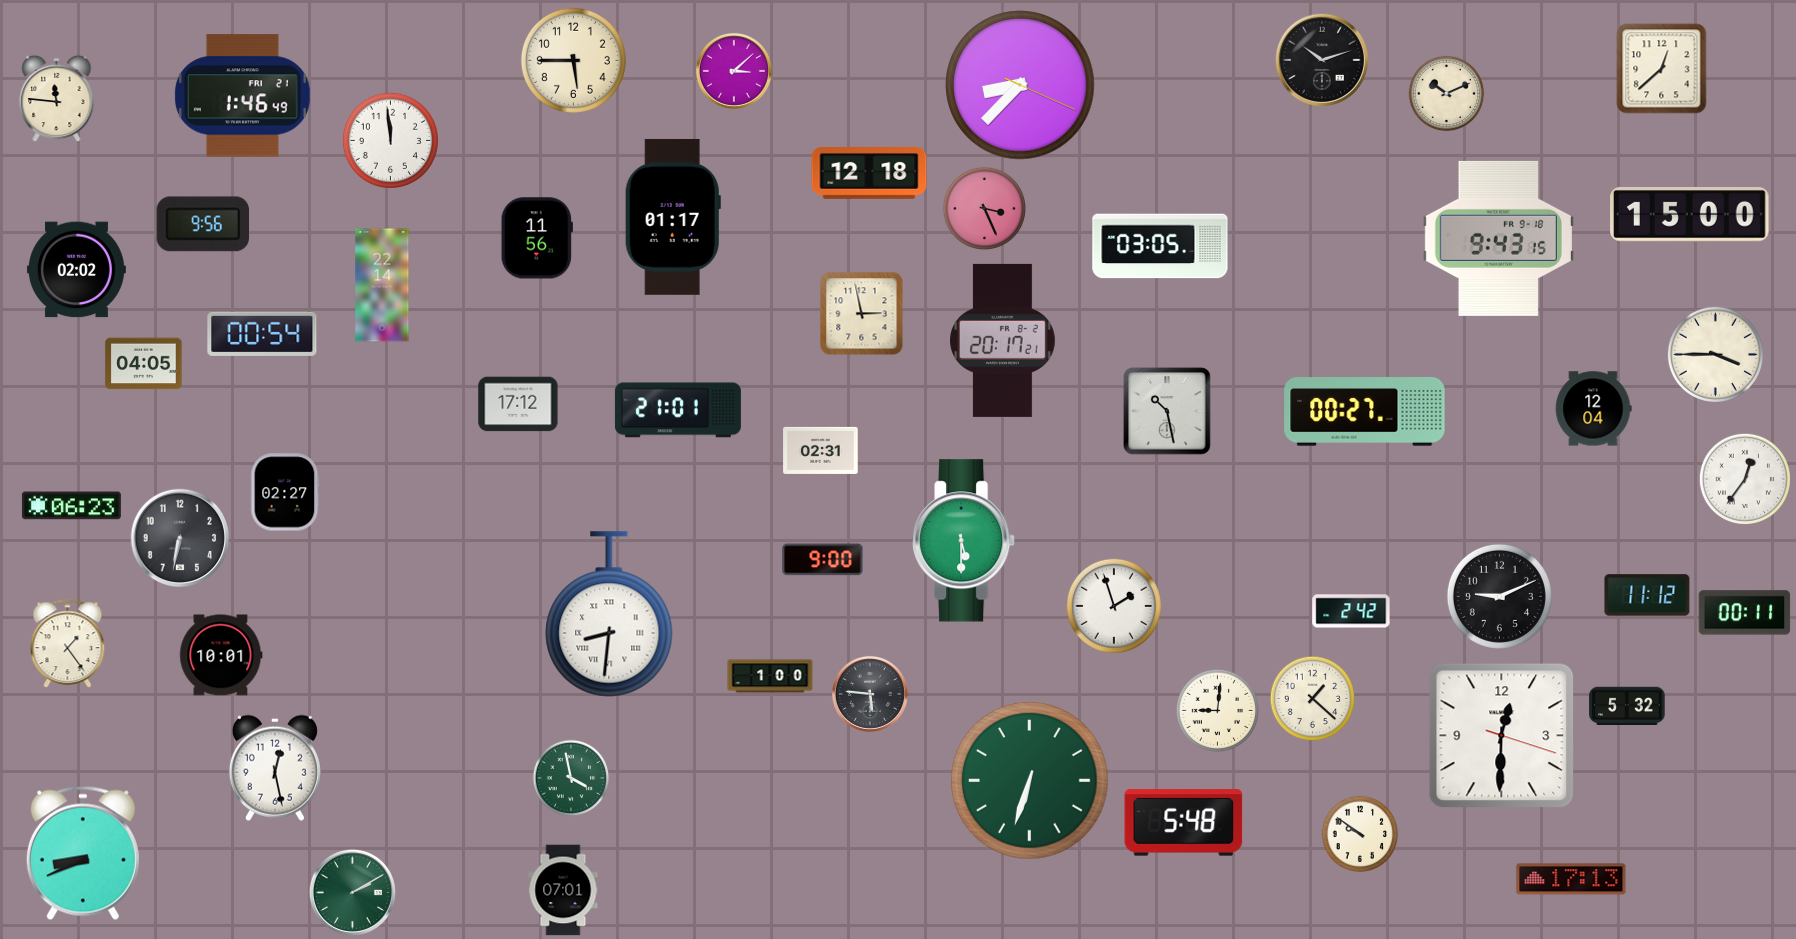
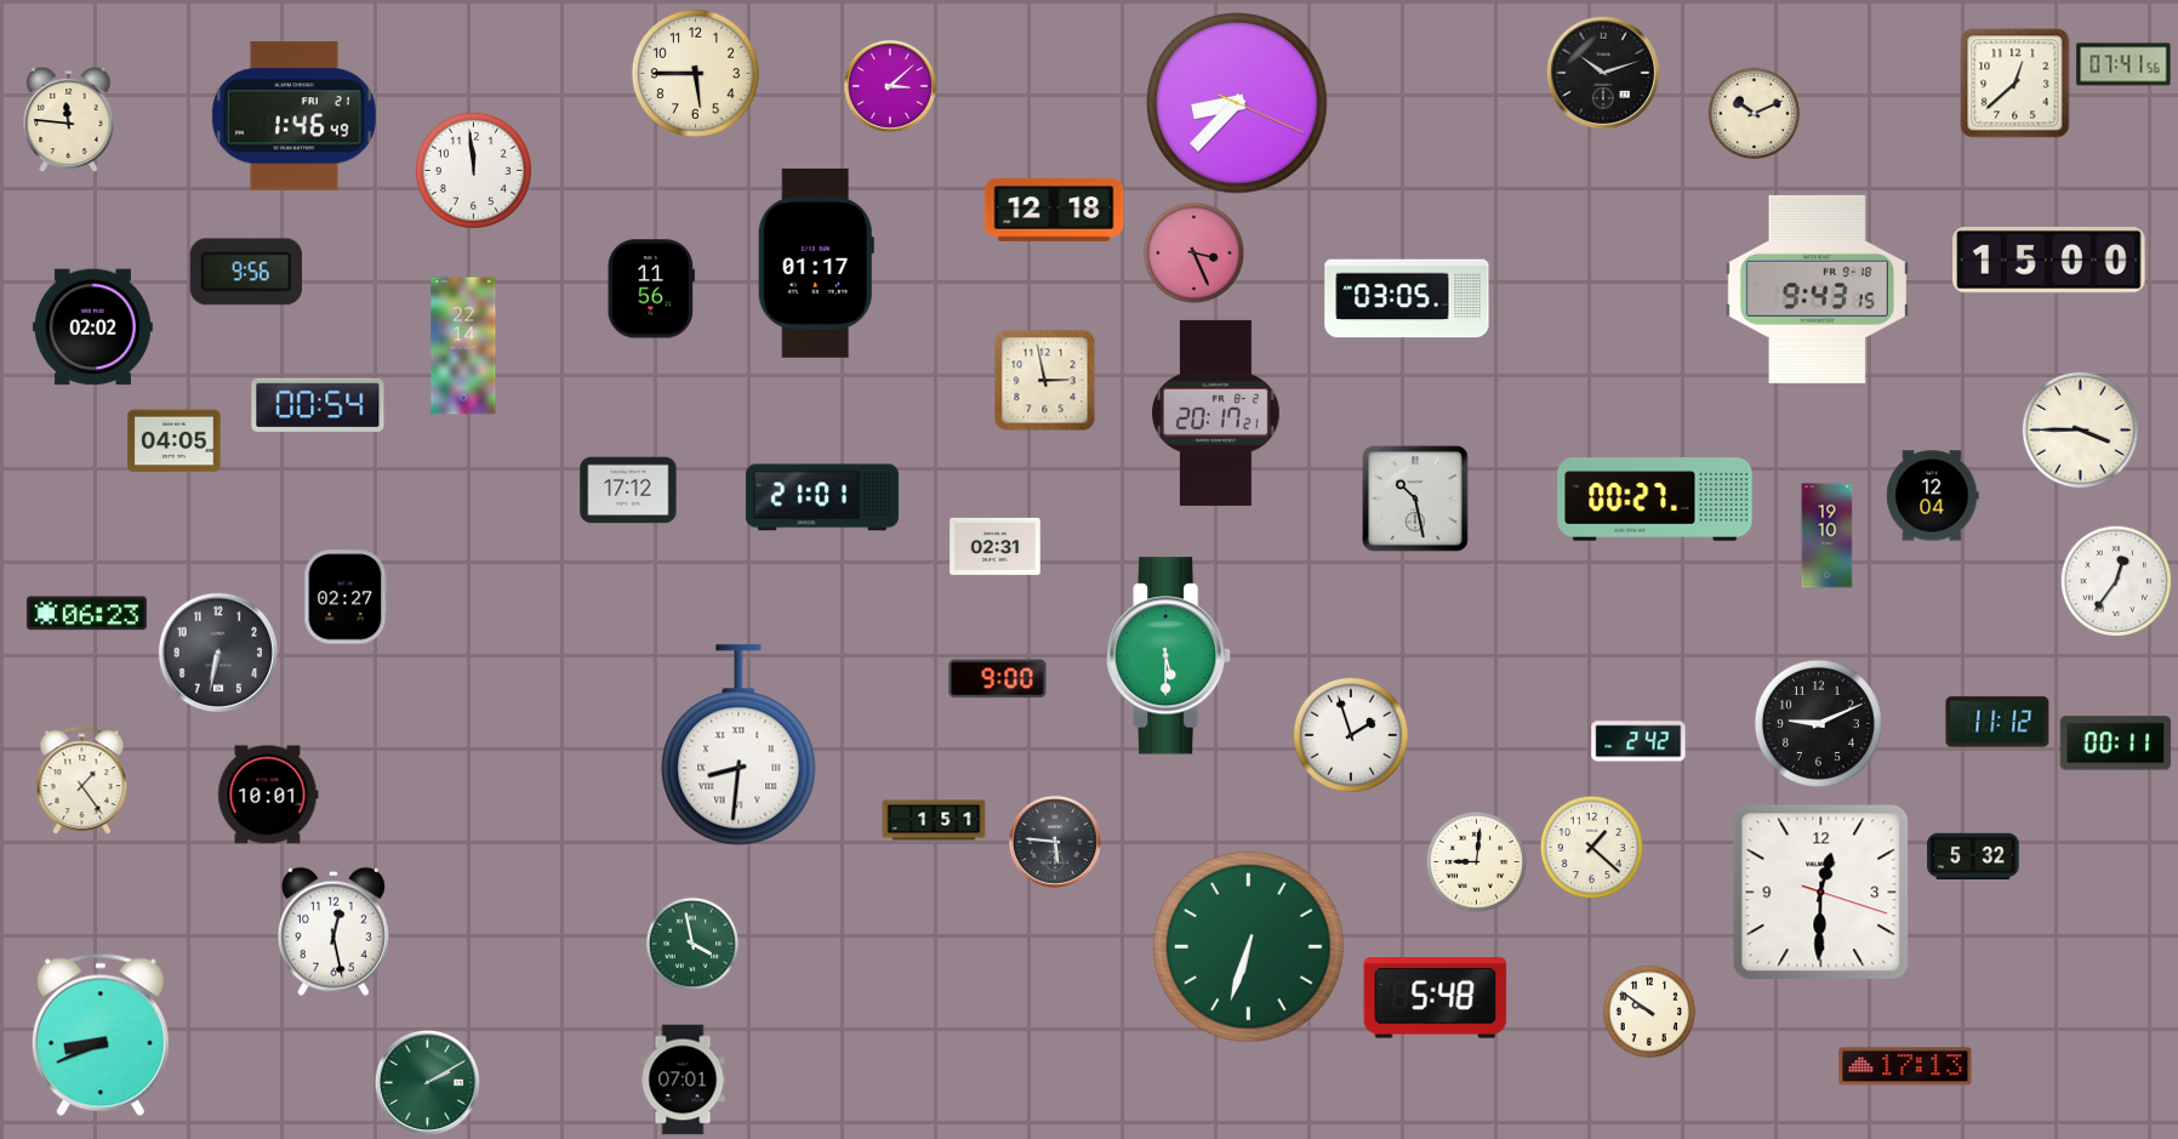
clock at (2123, 64): none -> 07:41
clock at (1828, 536): none -> 19:10
clock at (770, 676): 1:00 -> 1:51
